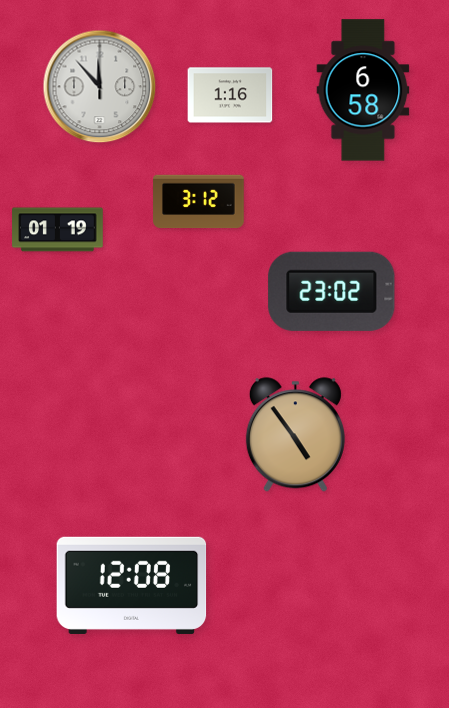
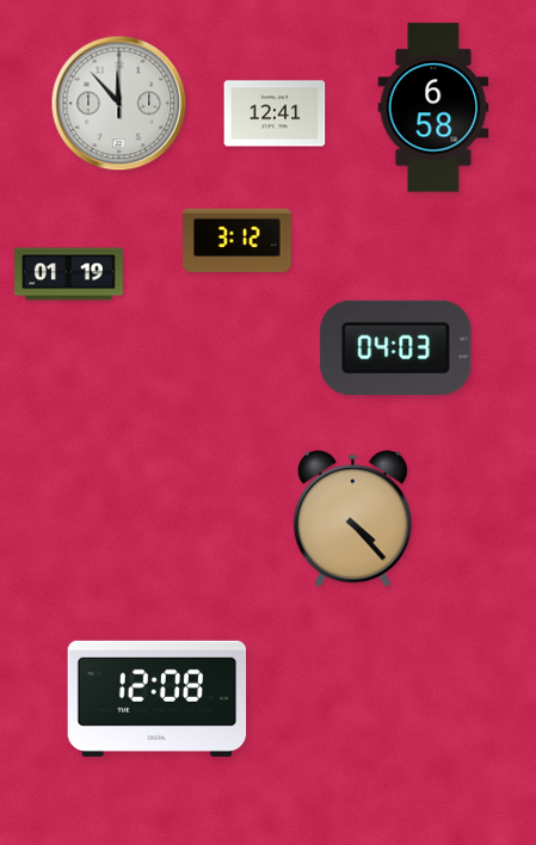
clock at (230, 95): 1:16 -> 12:41
clock at (332, 291): 23:02 -> 04:03
clock at (295, 435): 4:54 -> 4:23
